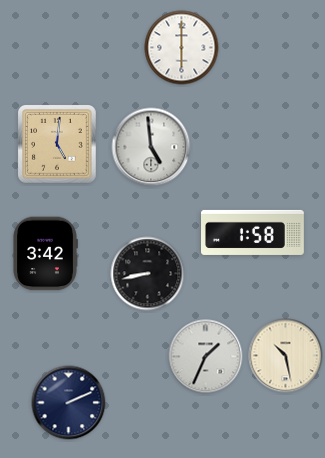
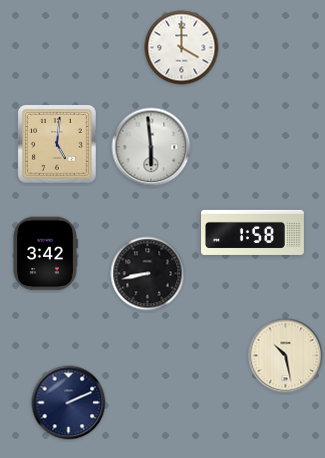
clock at (182, 48): 6:00 -> 4:00
clock at (151, 147): 4:59 -> 5:59
clock at (206, 357): 1:34 -> none
